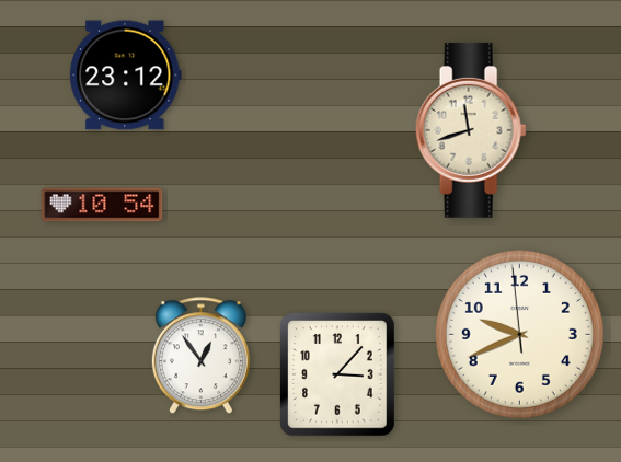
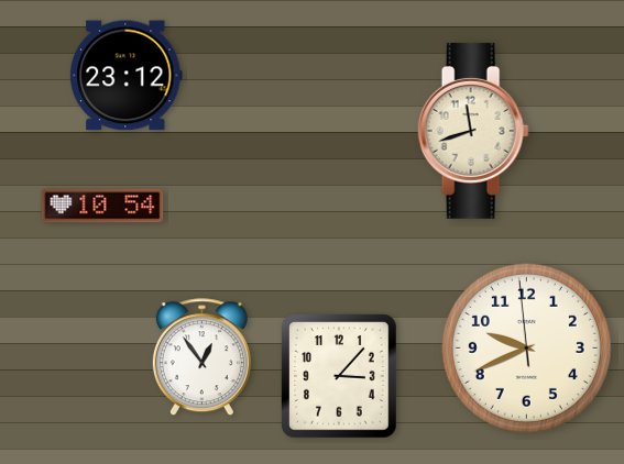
clock at (519, 334) position: (519, 334) -> (526, 347)
